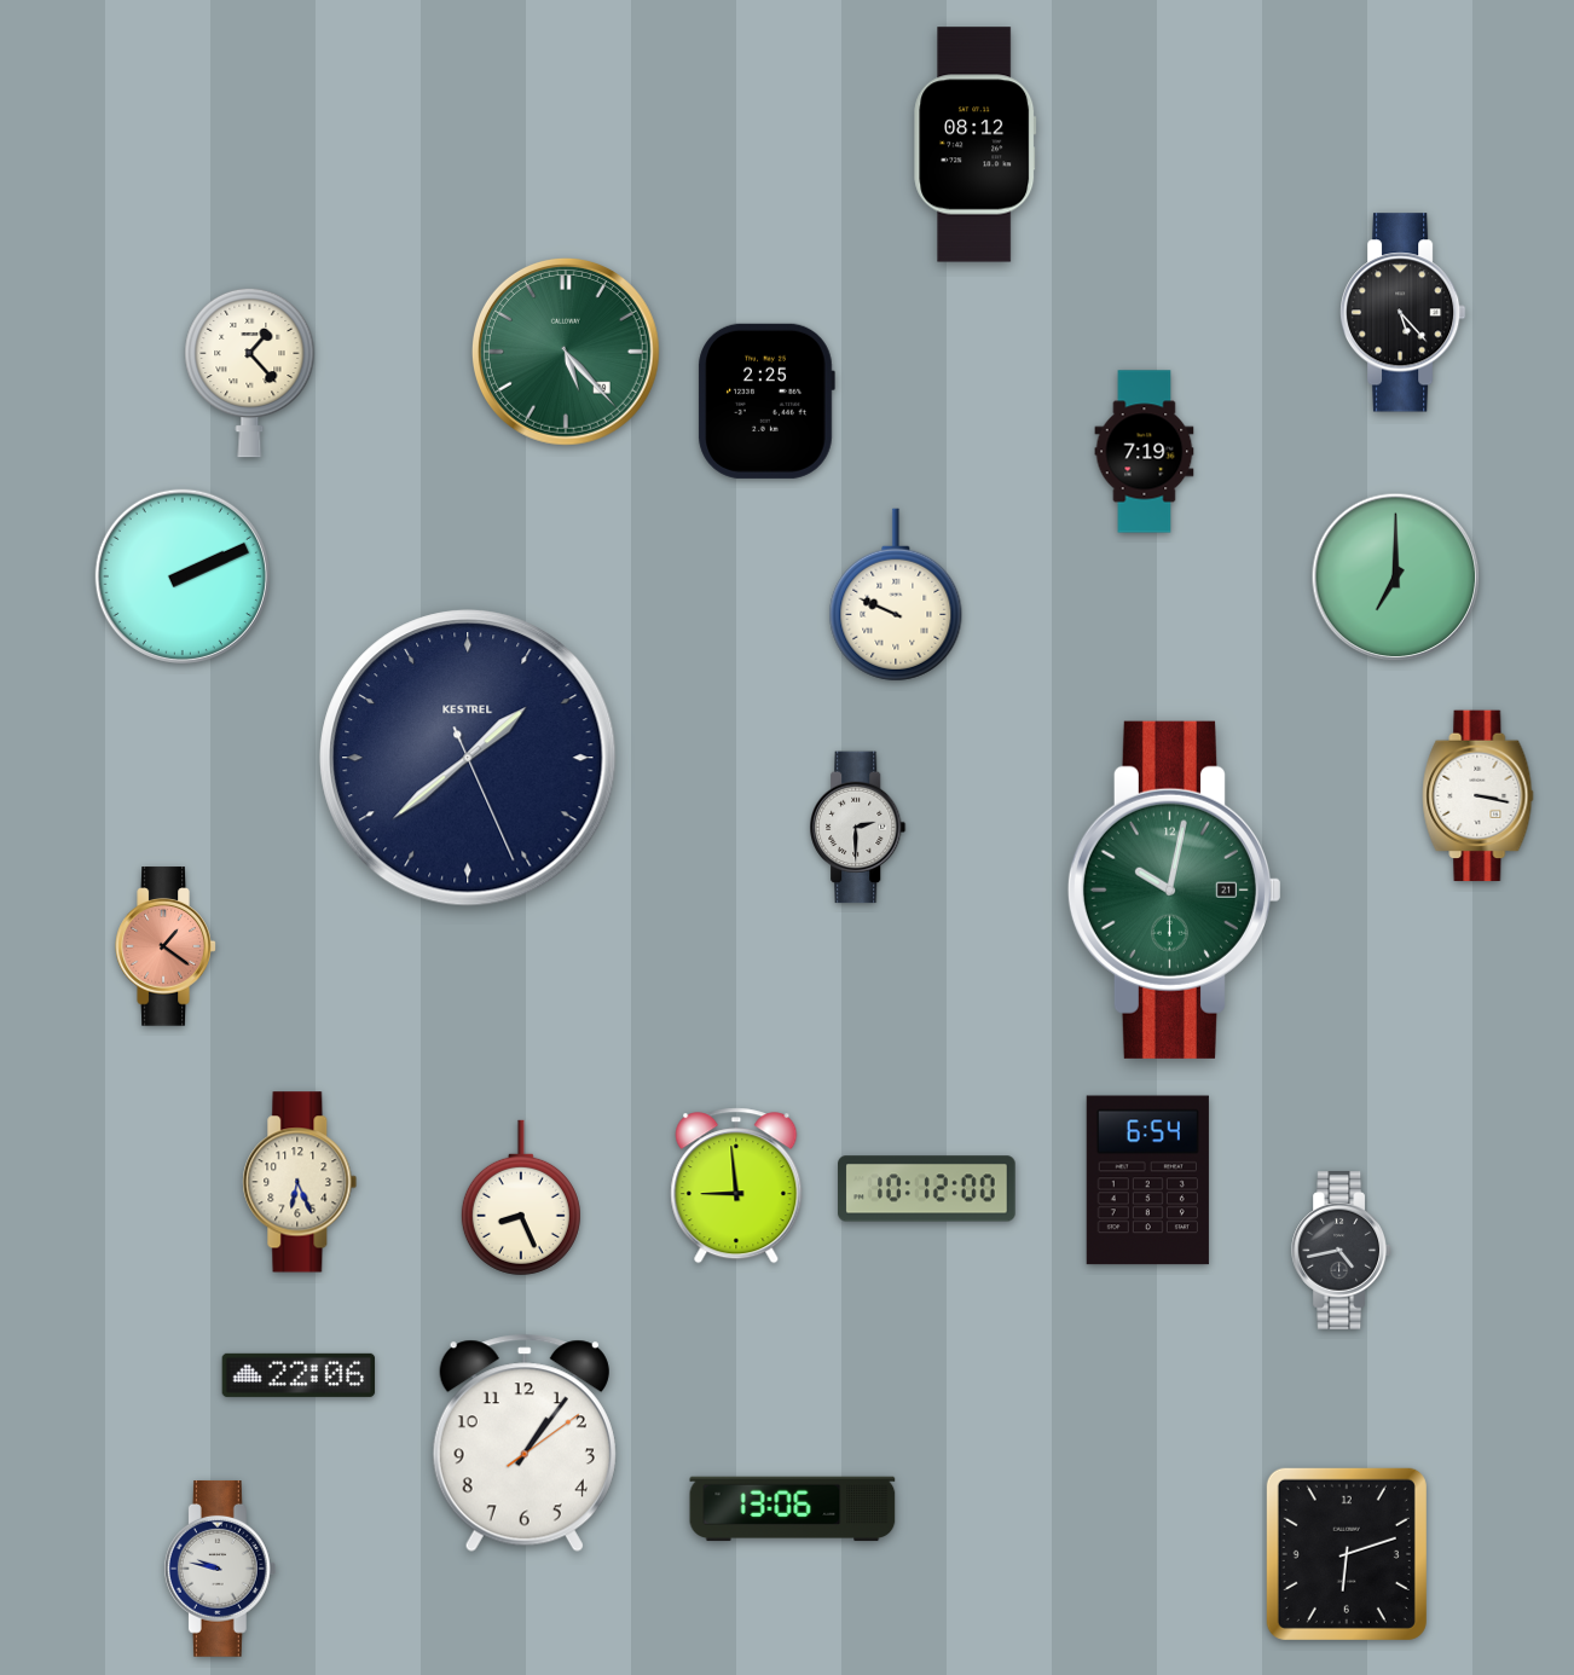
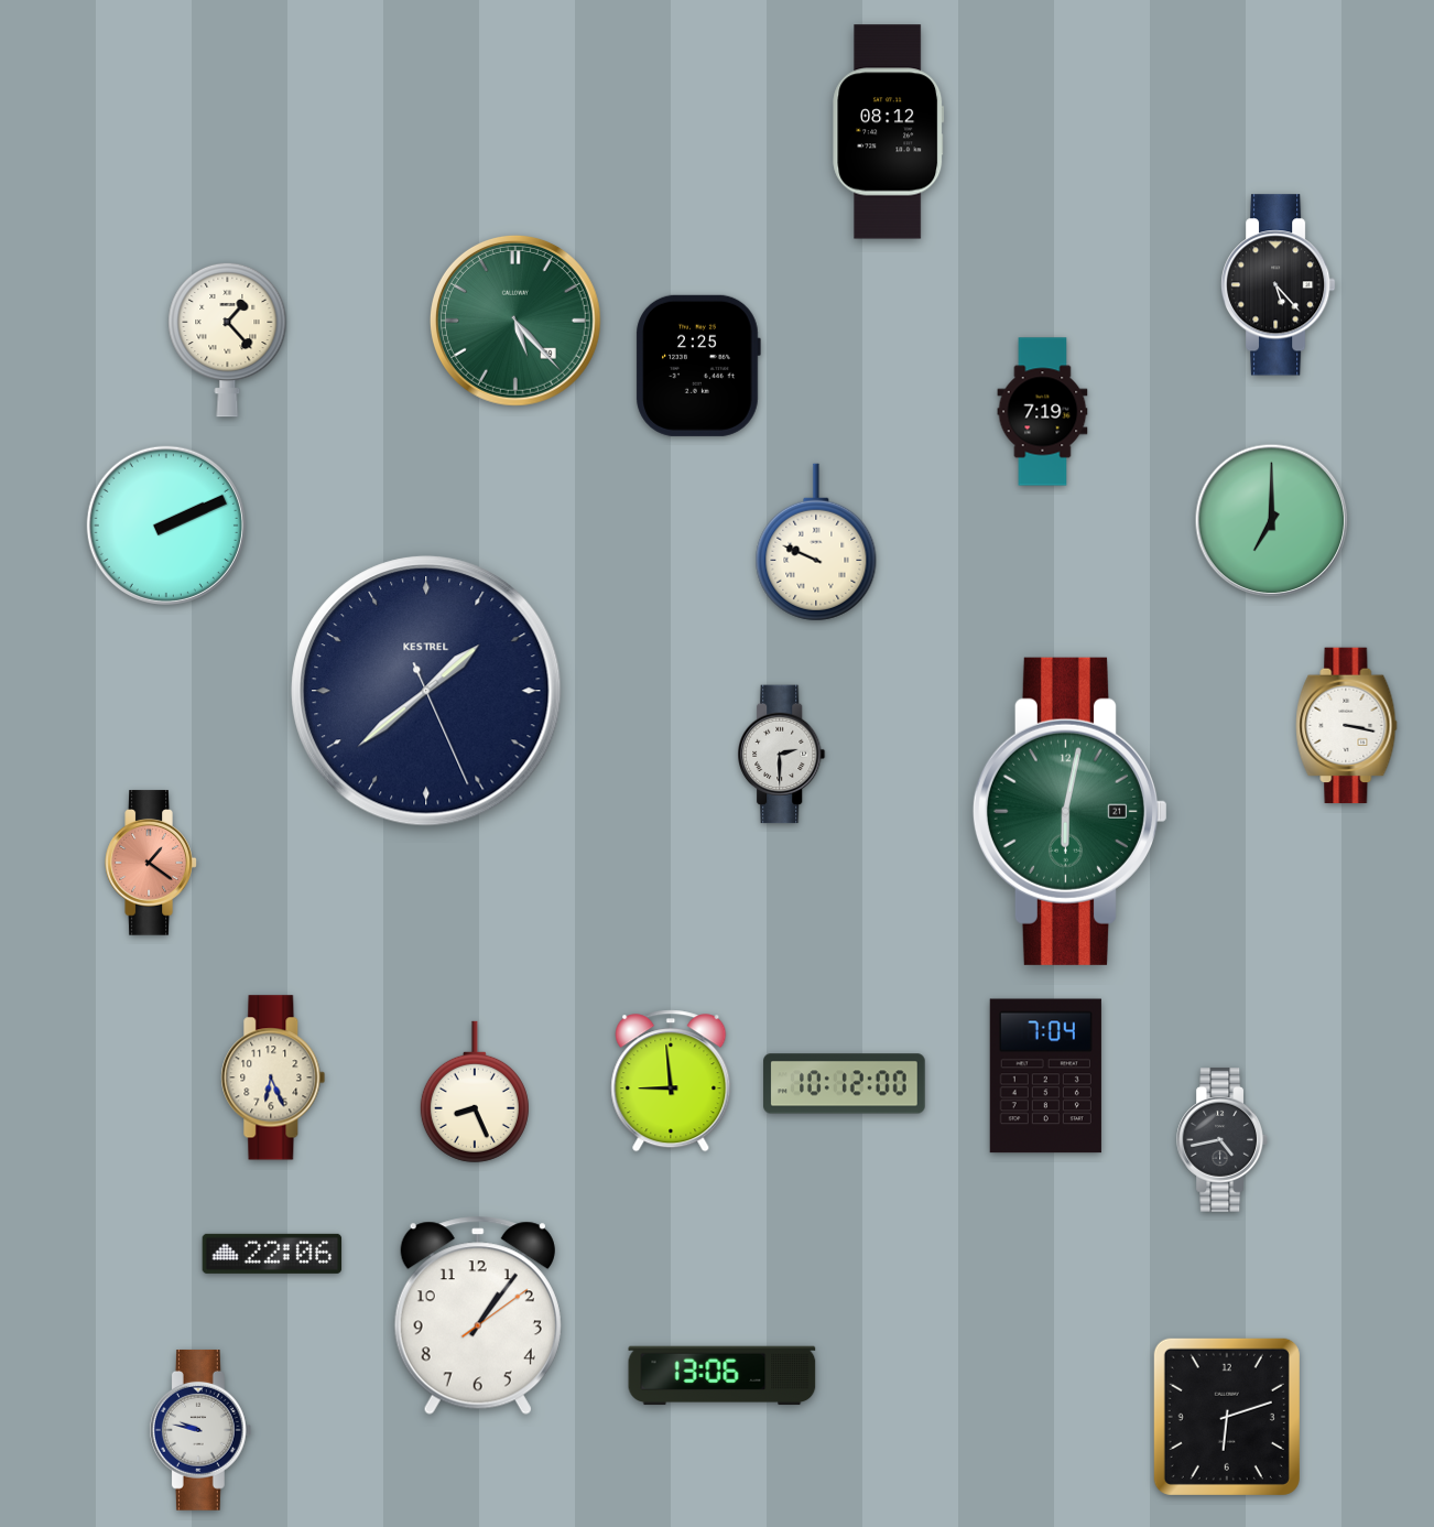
clock at (1396, 578) position: (1396, 578) -> (1272, 521)
clock at (1174, 889): 10:02 -> 6:02
clock at (1147, 1181): 6:54 -> 7:04
